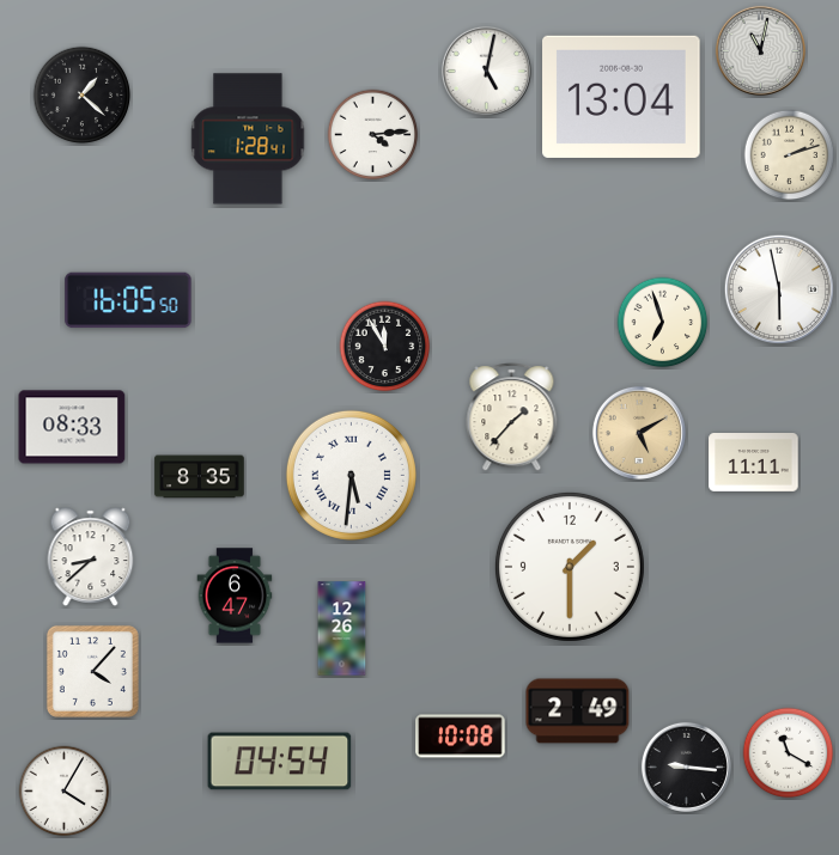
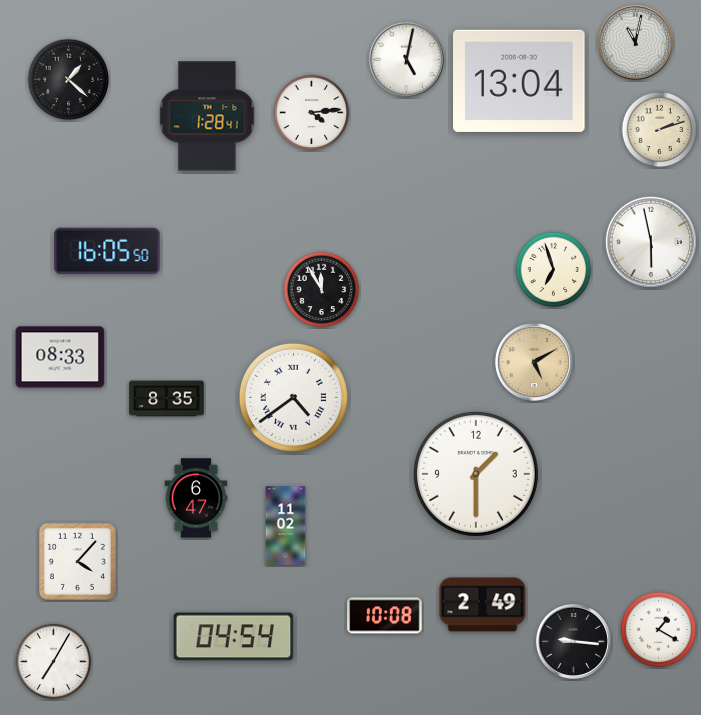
clock at (512, 417): 1:37 -> none
clock at (754, 463): 11:11 -> none
clock at (351, 475): 5:31 -> 4:39
clock at (91, 557): 8:38 -> none
clock at (342, 629): 12:26 -> 11:02
clock at (578, 712) position: (578, 712) -> (483, 605)
clock at (789, 753): 11:20 -> 1:20
clock at (65, 792): 4:05 -> 7:05
